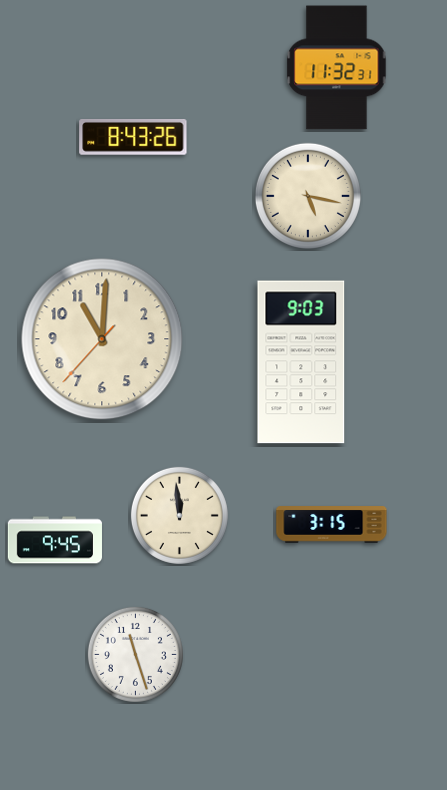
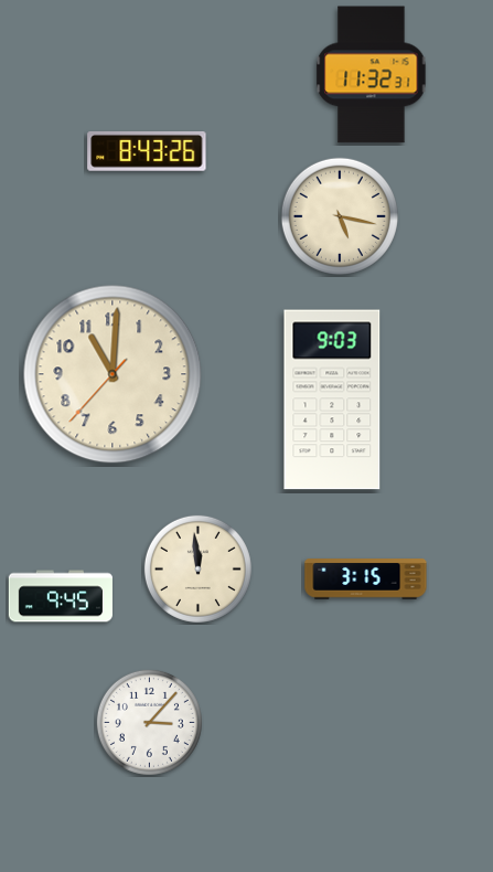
clock at (135, 654): 11:27 -> 3:07
